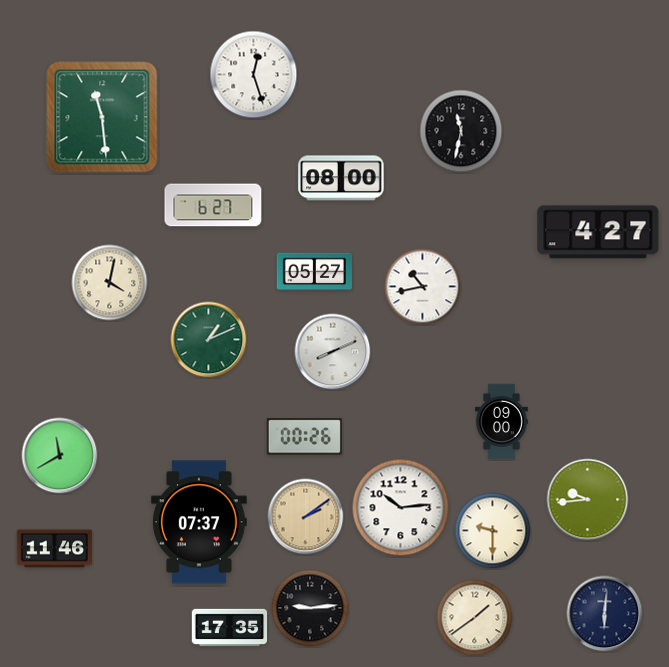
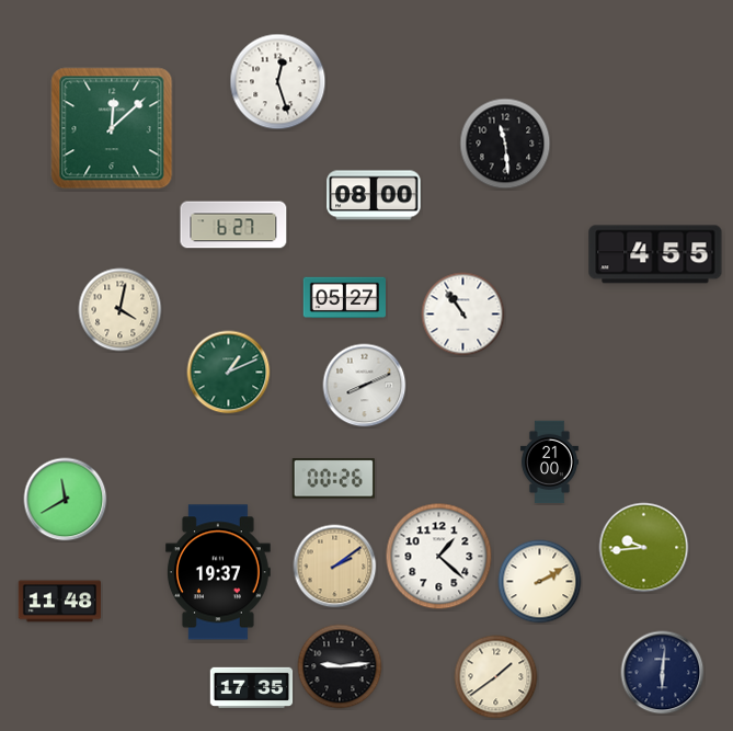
clock at (102, 117): 11:29 -> 12:08
clock at (461, 131): 11:32 -> 11:29
clock at (598, 232): 4:27 -> 4:55
clock at (423, 287): 10:43 -> 10:54
clock at (501, 422): 09:00 -> 21:00
clock at (401, 508): 10:14 -> 1:22
clock at (199, 522): 07:37 -> 19:37
clock at (493, 531): 9:30 -> 2:10
clock at (54, 549): 11:46 -> 11:48
clock at (475, 618) position: (475, 618) -> (496, 677)
